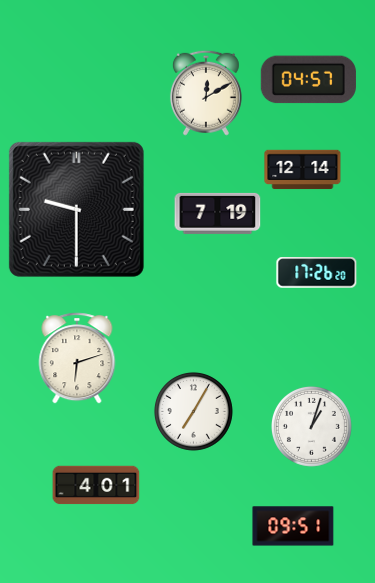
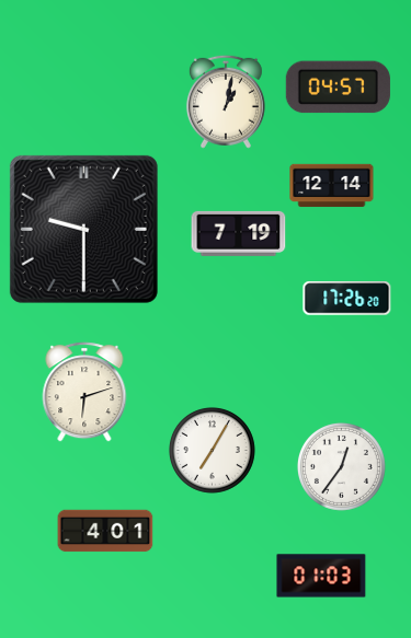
clock at (206, 93): 12:10 -> 1:02
clock at (311, 426): 1:03 -> 12:36
clock at (293, 526): 09:51 -> 01:03
